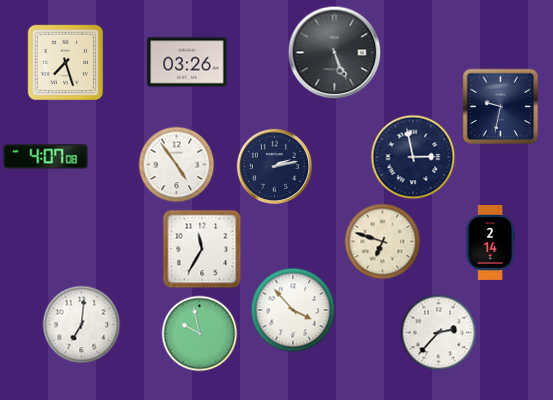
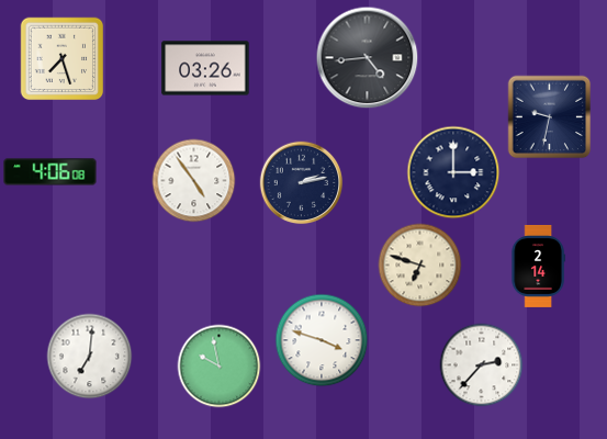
clock at (335, 53): 5:26 -> 4:44
clock at (66, 63) position: (66, 63) -> (63, 59)
clock at (46, 157): 4:07 -> 4:06
clock at (413, 157): 2:58 -> 3:00
clock at (202, 249): 11:35 -> none
clock at (293, 310): 3:53 -> 3:48
